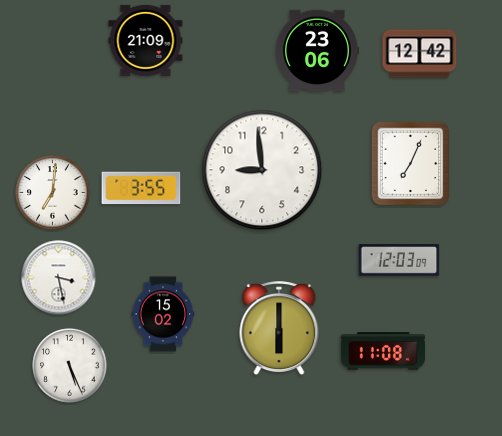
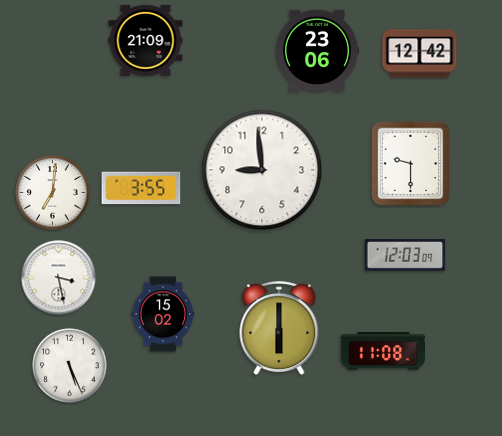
clock at (411, 164): 7:04 -> 9:30
clock at (399, 260) position: (399, 260) -> (405, 255)
